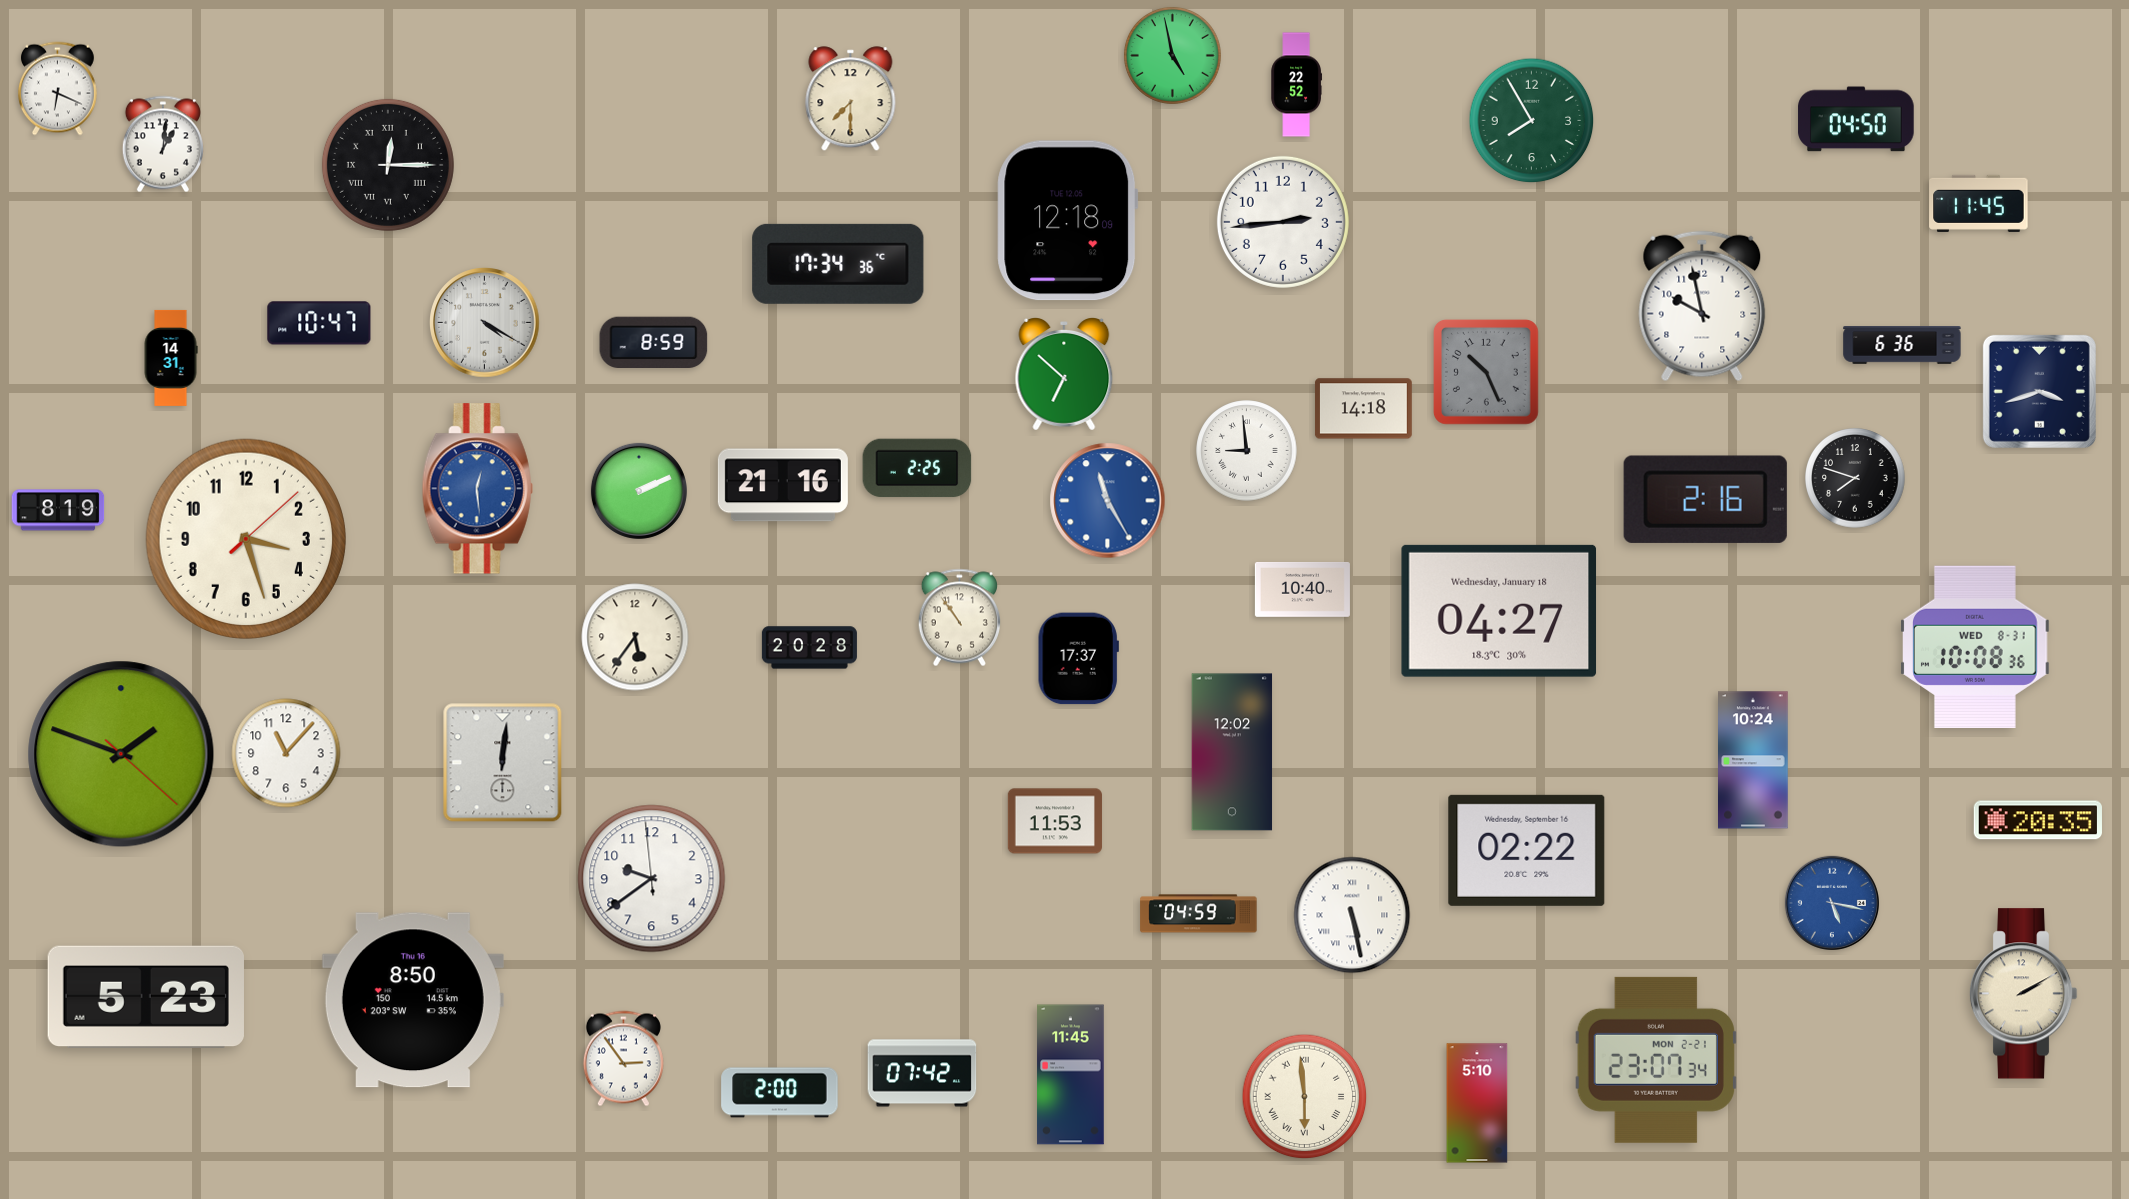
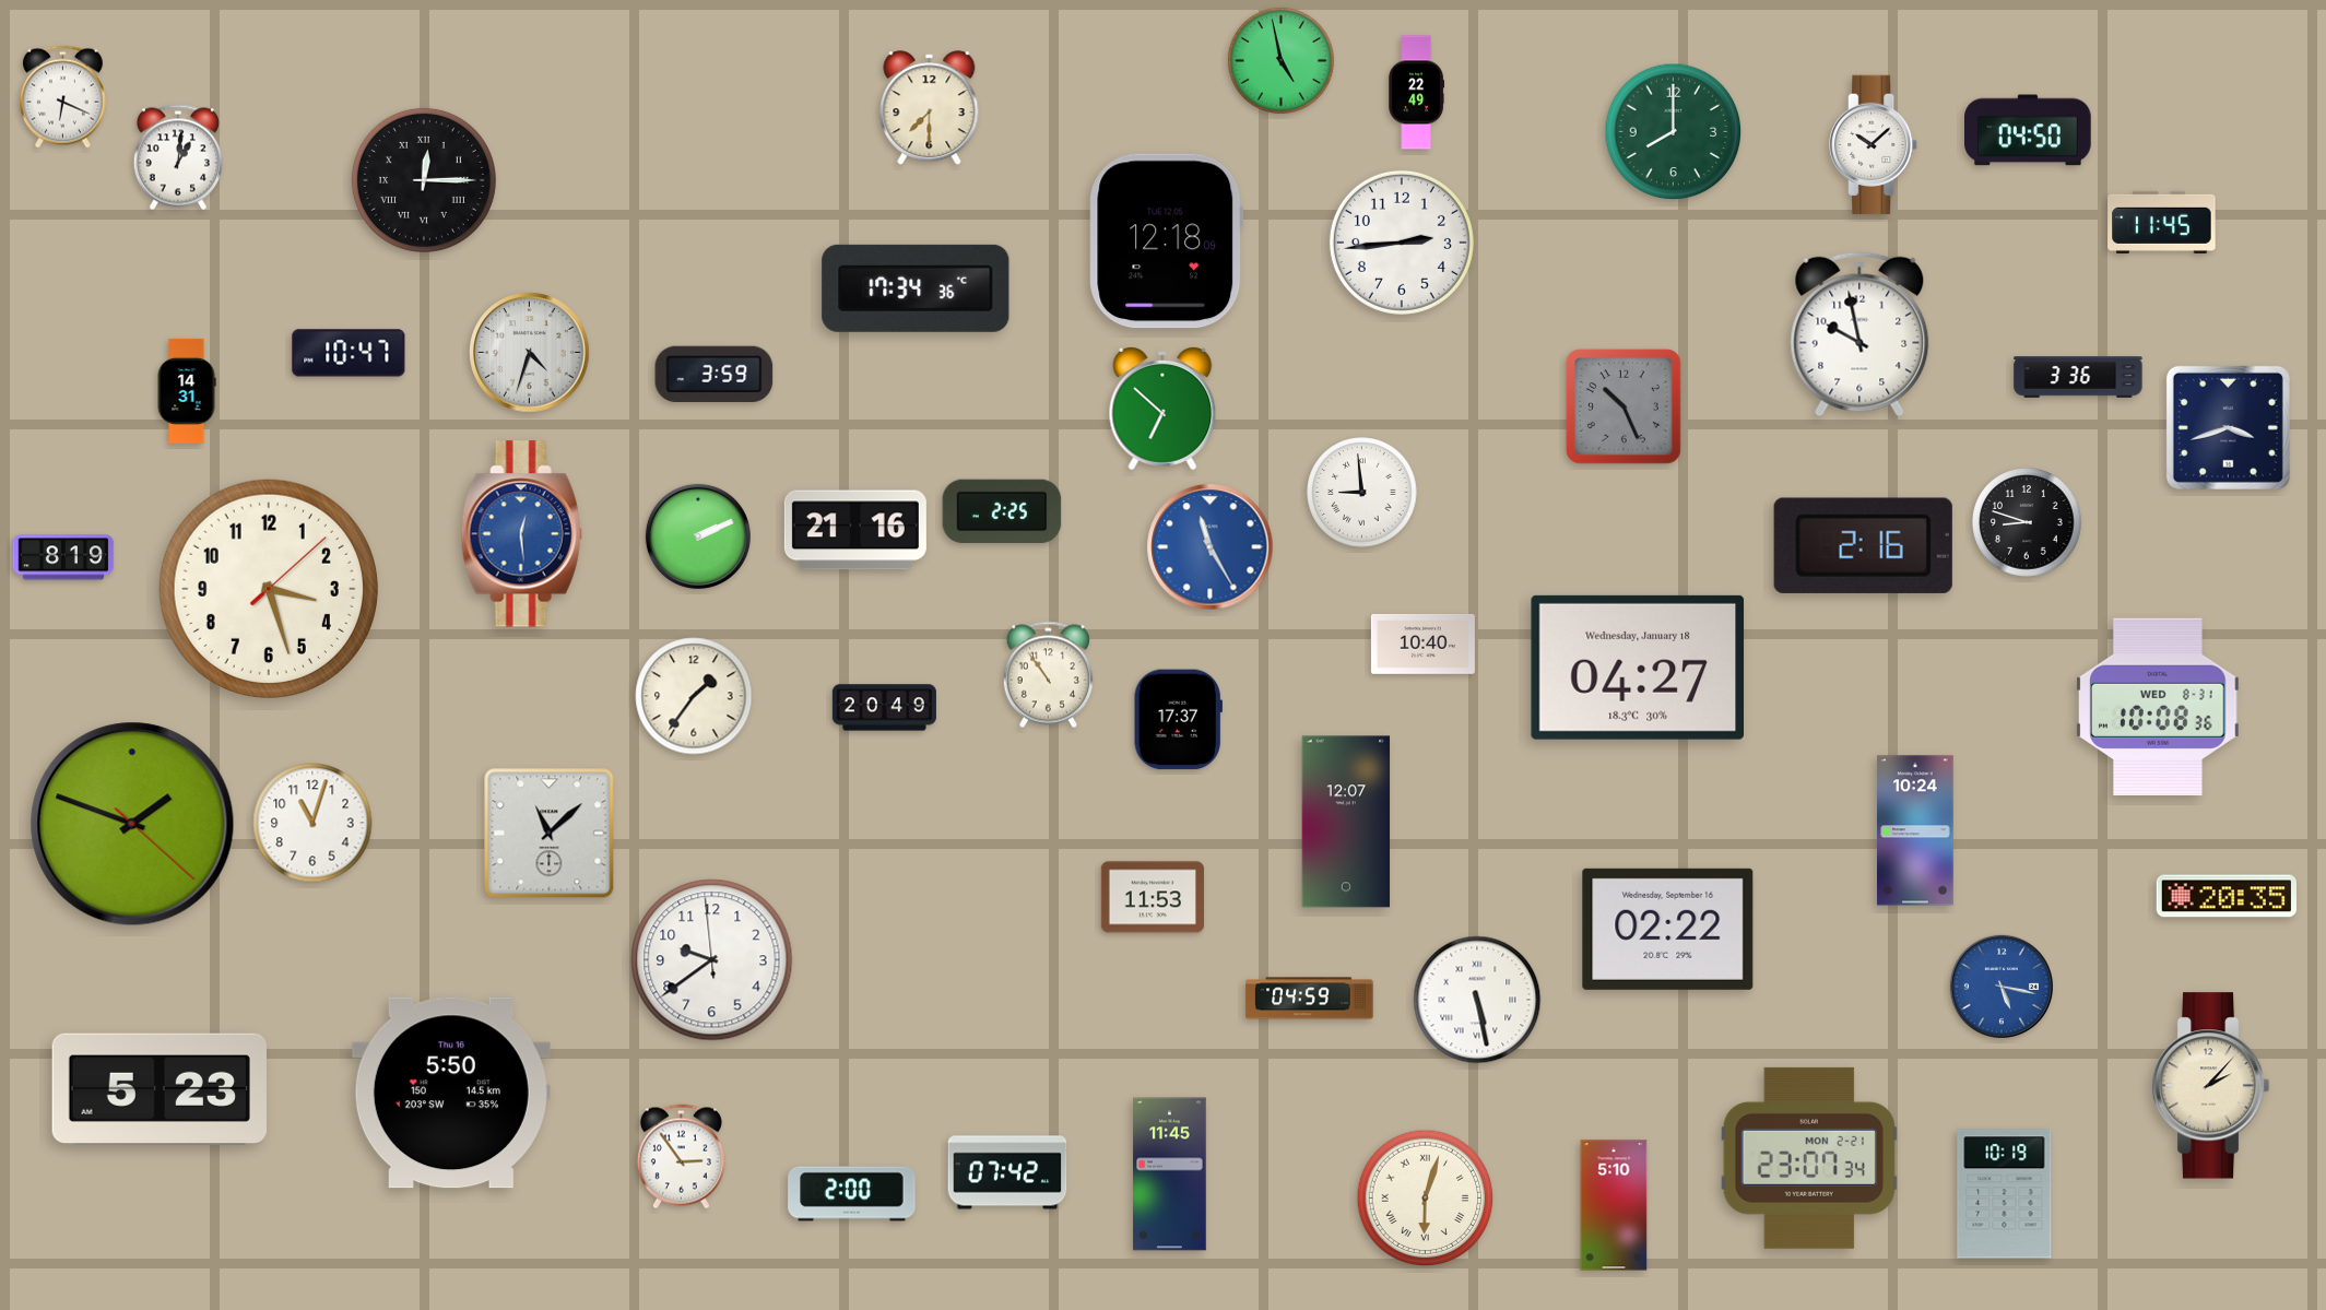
clock at (1296, 85): 22:52 -> 22:49
clock at (1532, 121): 7:55 -> 8:00
clock at (1874, 145): none -> 10:08
clock at (485, 323): 4:20 -> 4:33
clock at (654, 343): 8:59 -> 3:59
clock at (1902, 345): 6:36 -> 3:36
clock at (1363, 409): 14:18 -> none
clock at (1855, 478): 7:48 -> 8:48
clock at (635, 637): 5:36 -> 1:36
clock at (809, 648): 20:28 -> 20:49
clock at (1232, 752): 12:02 -> 12:07
clock at (286, 753): 11:07 -> 11:03
clock at (503, 763): 12:01 -> 11:08
clock at (2023, 994): 2:10 -> 2:07
clock at (413, 1000): 8:50 -> 5:50
clock at (2005, 1194): none -> 10:19
clock at (1305, 1097): 5:59 -> 6:03
